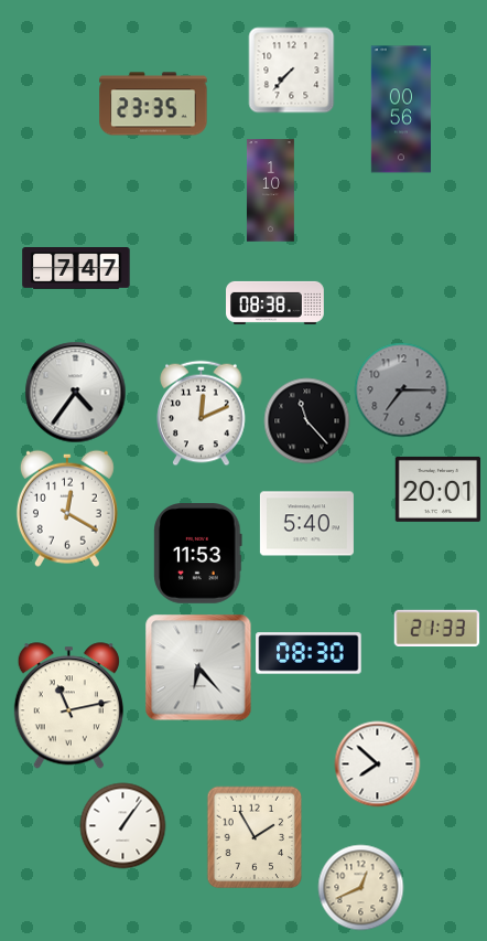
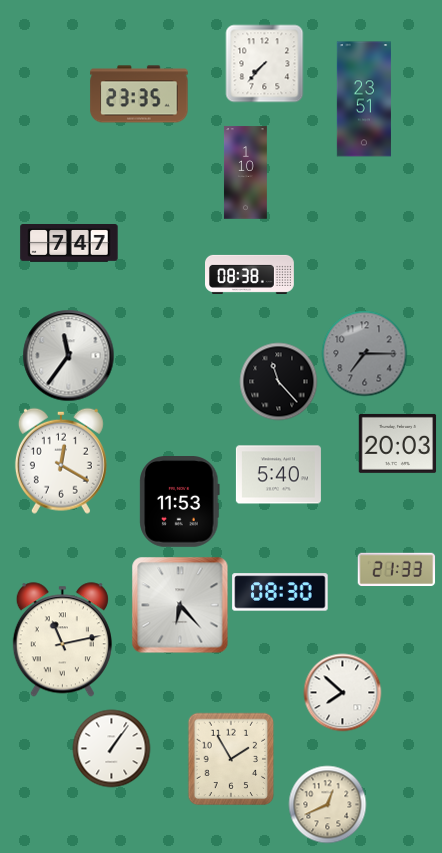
clock at (401, 109): 00:56 -> 23:51
clock at (75, 392): 4:36 -> 11:36
clock at (202, 413): 12:11 -> none
clock at (437, 489): 20:01 -> 20:03
